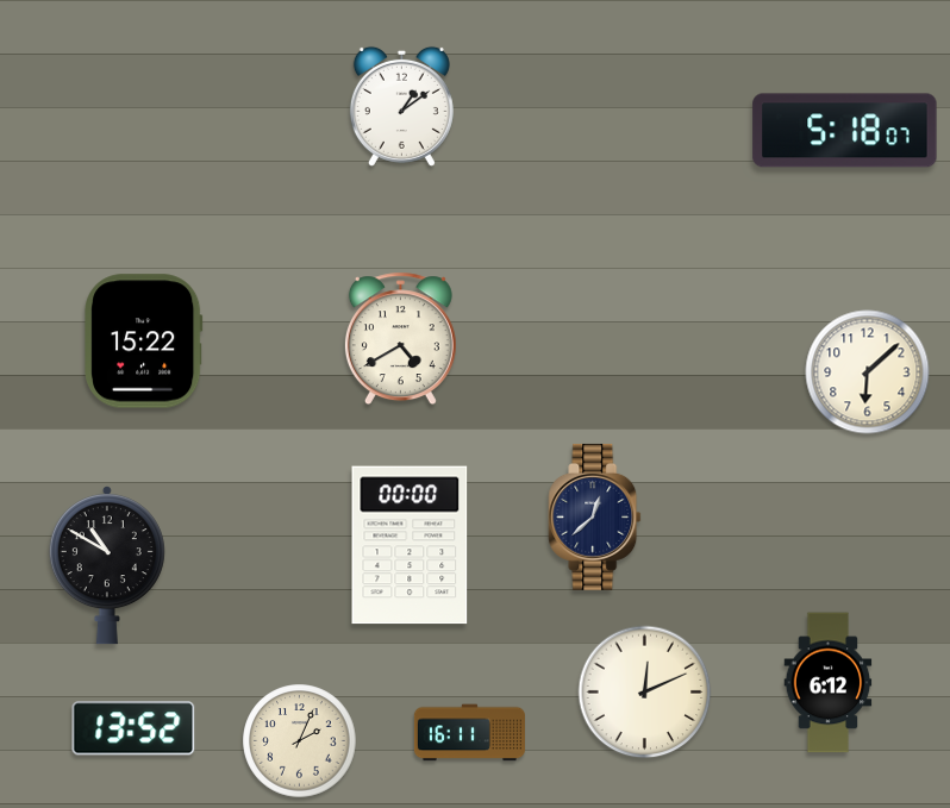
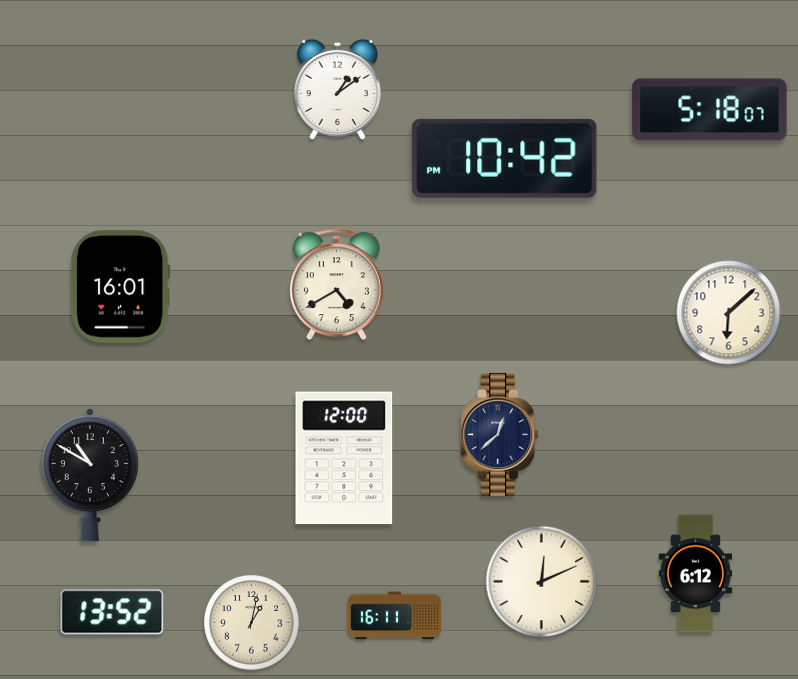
clock at (505, 158): none -> 10:42
clock at (144, 342): 15:22 -> 16:01
clock at (410, 545): 00:00 -> 12:00
clock at (300, 741): 2:04 -> 1:02
